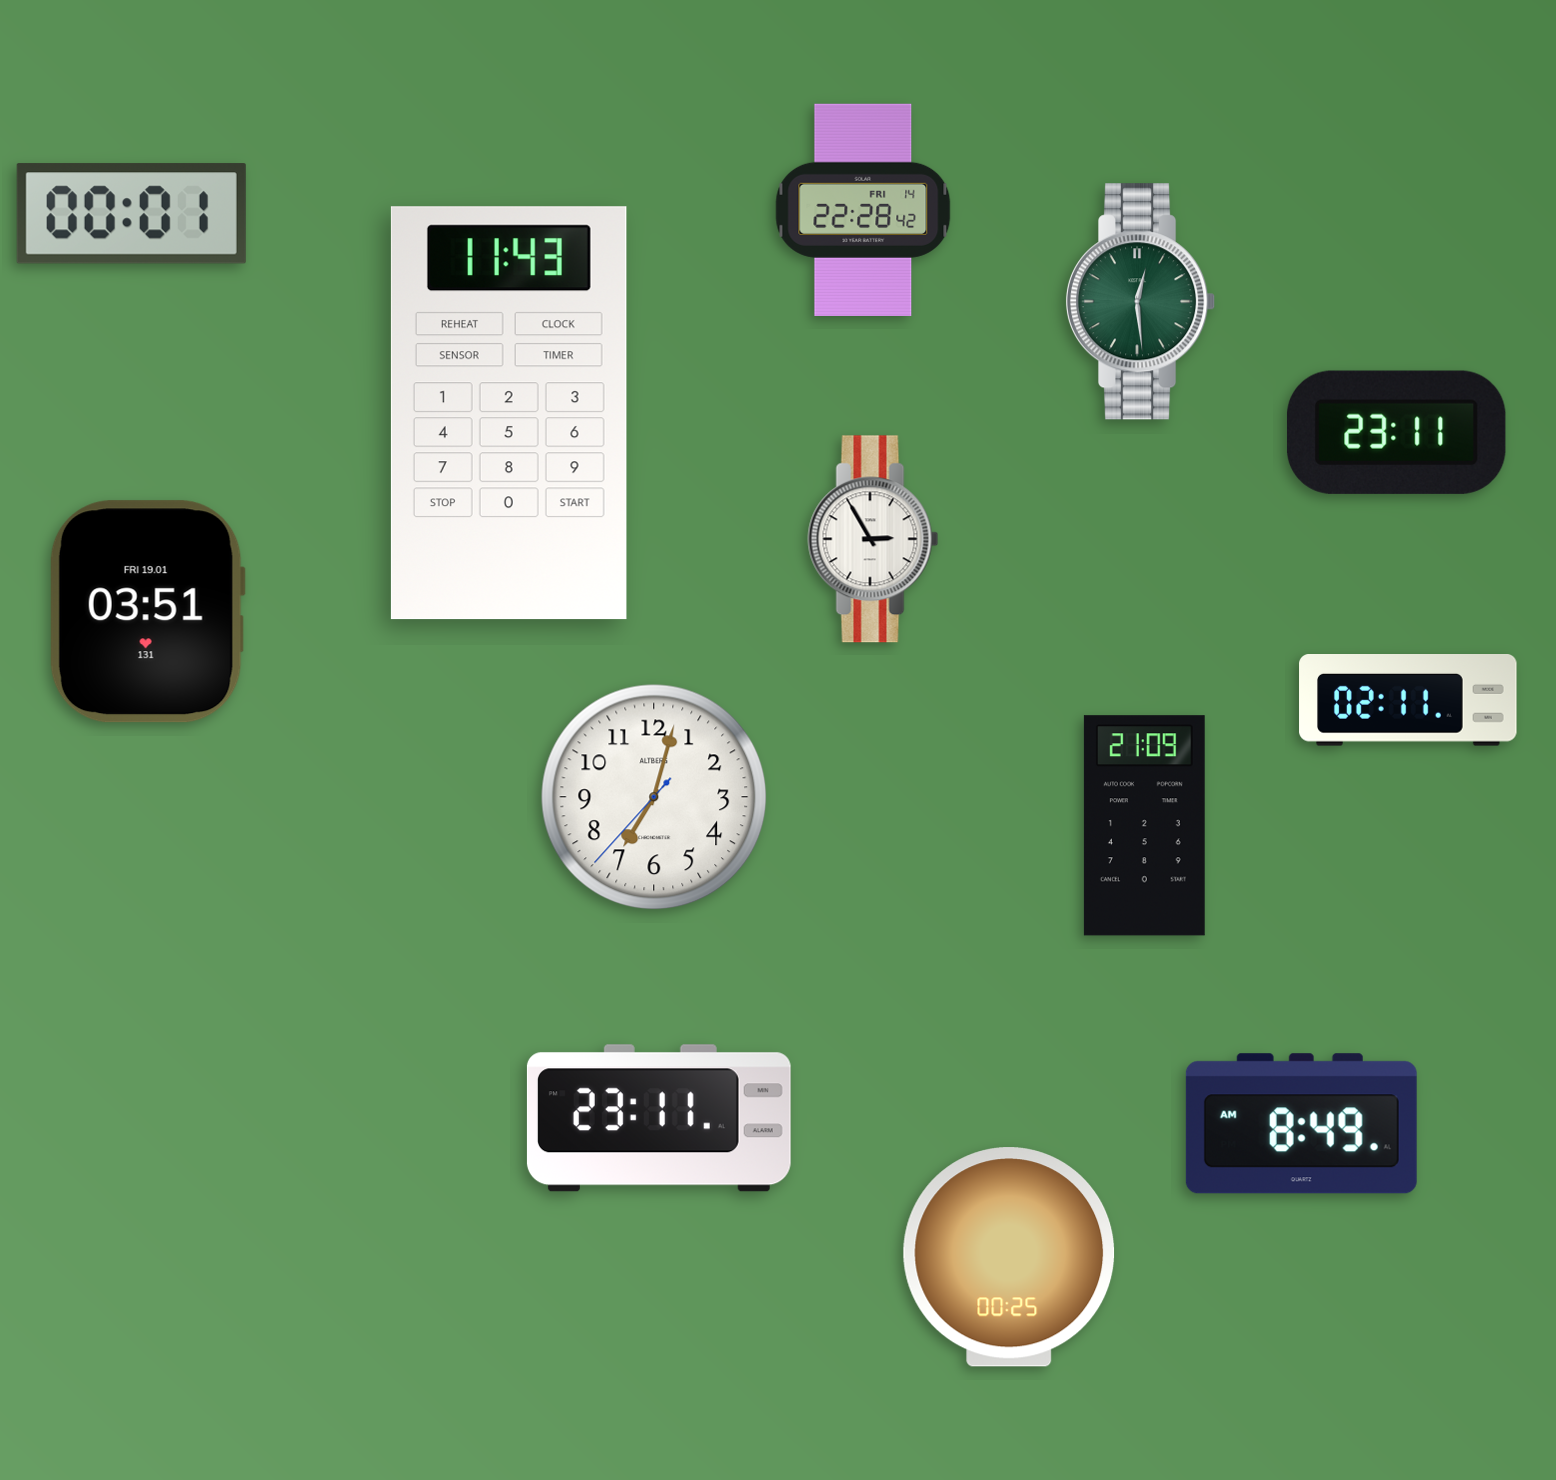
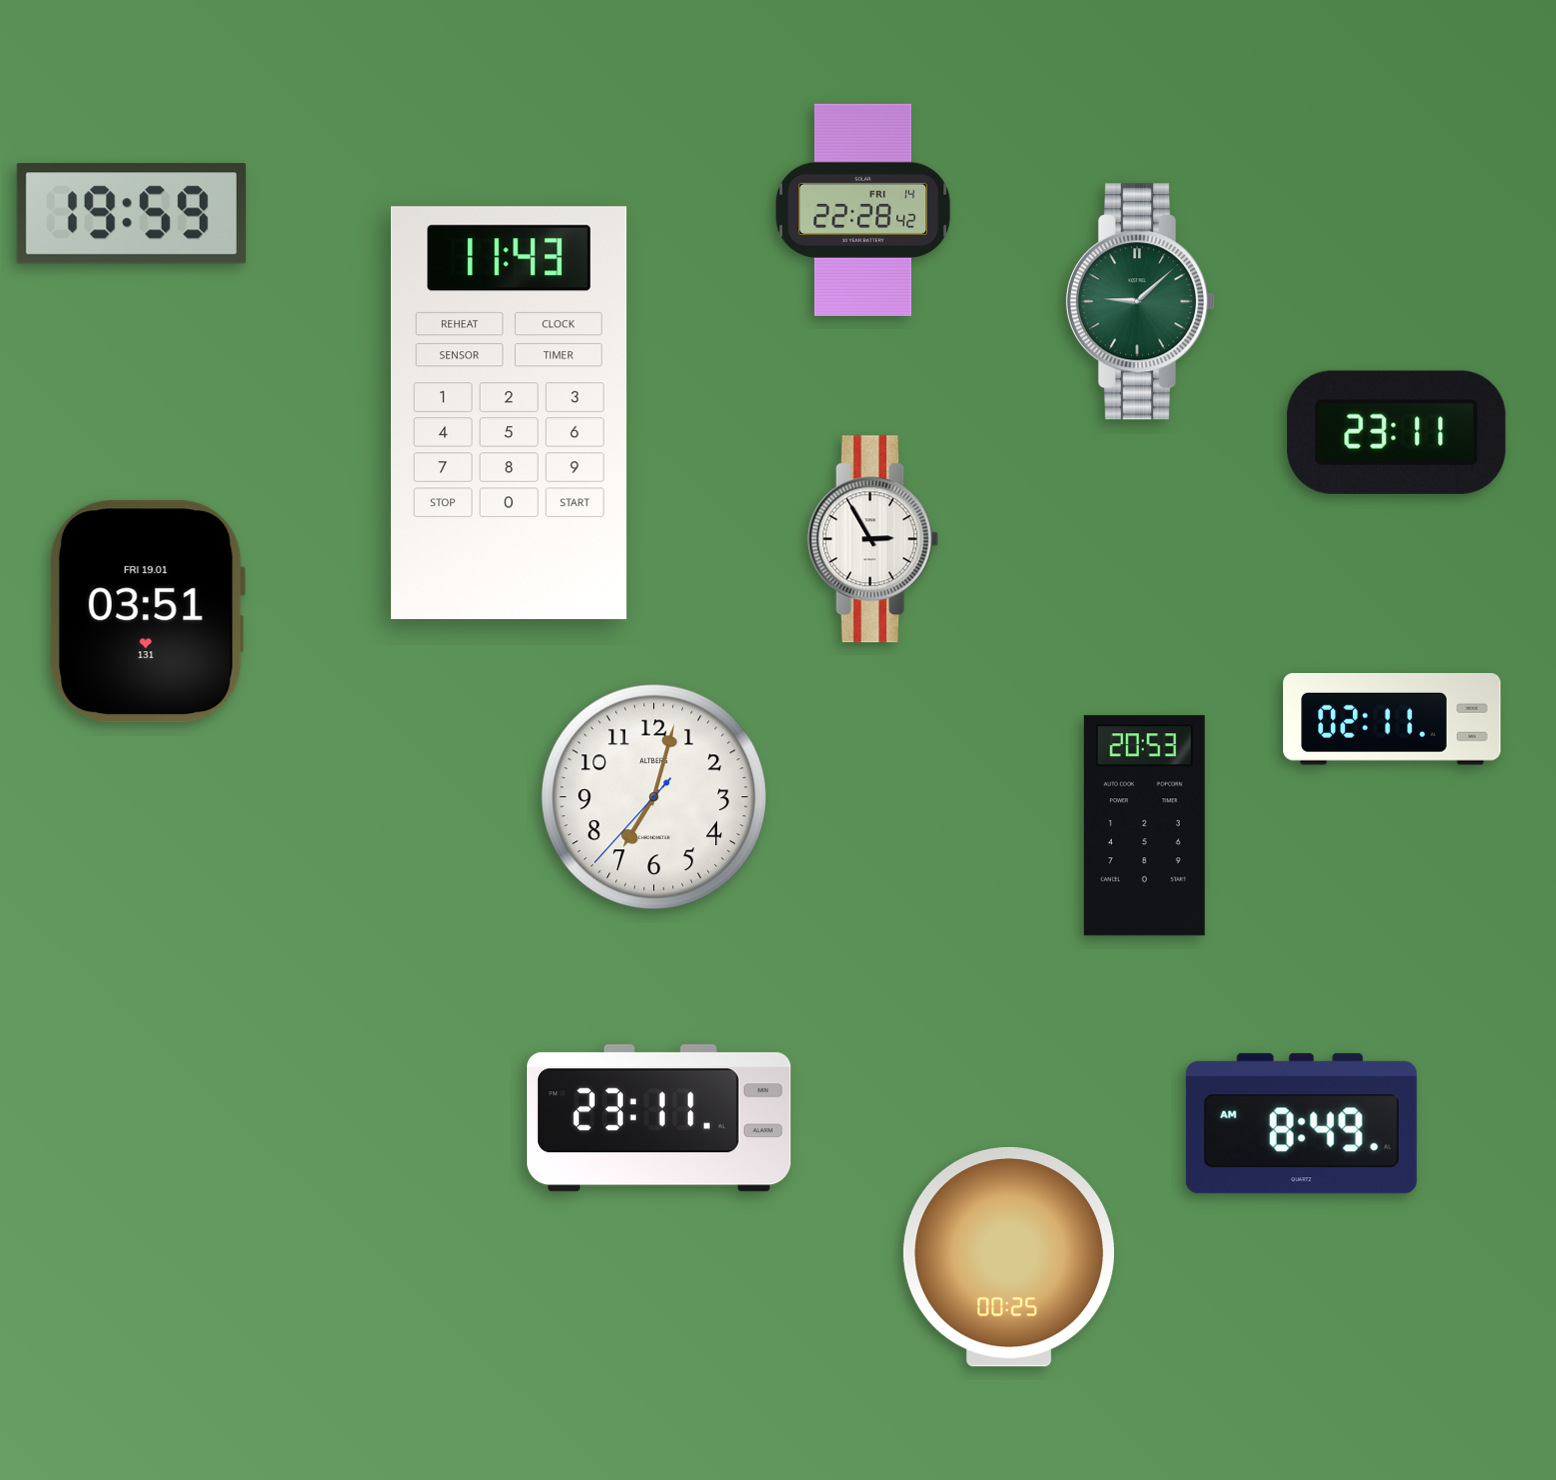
clock at (131, 214): 00:01 -> 19:59
clock at (1141, 302): 12:29 -> 9:08
clock at (1408, 701) position: (1408, 701) -> (1392, 720)
clock at (1144, 826): 21:09 -> 20:53
